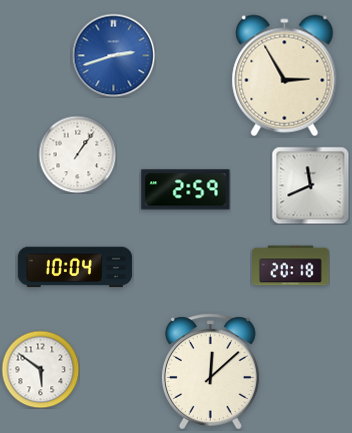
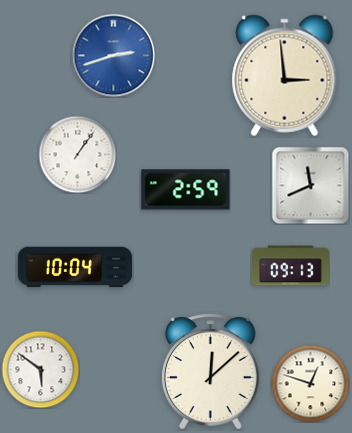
clock at (285, 76): 2:55 -> 2:59
clock at (291, 266): 20:18 -> 09:13
clock at (310, 383): none -> 12:48
